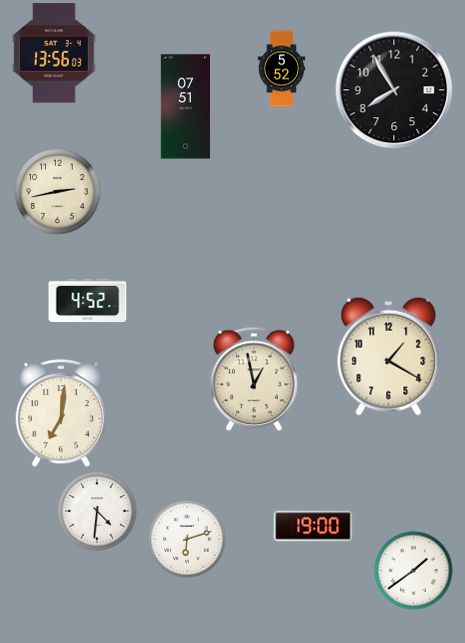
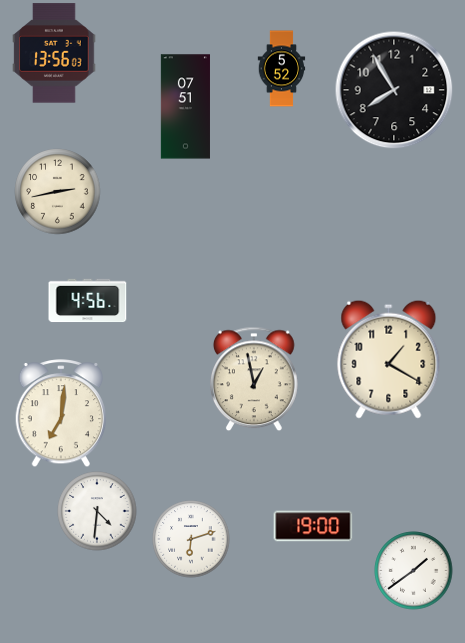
clock at (88, 301): 4:52 -> 4:56
clock at (389, 356) position: (389, 356) -> (389, 359)
clock at (187, 539) position: (187, 539) -> (191, 539)
